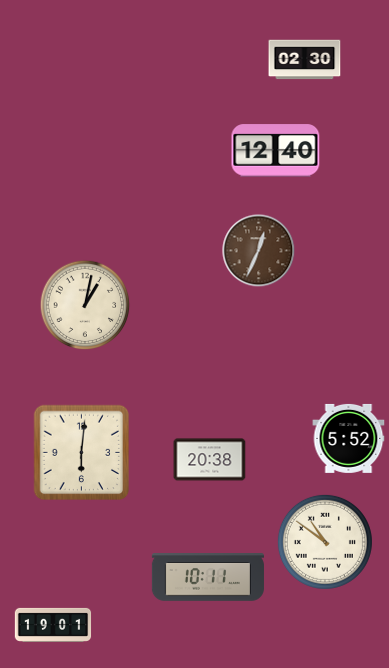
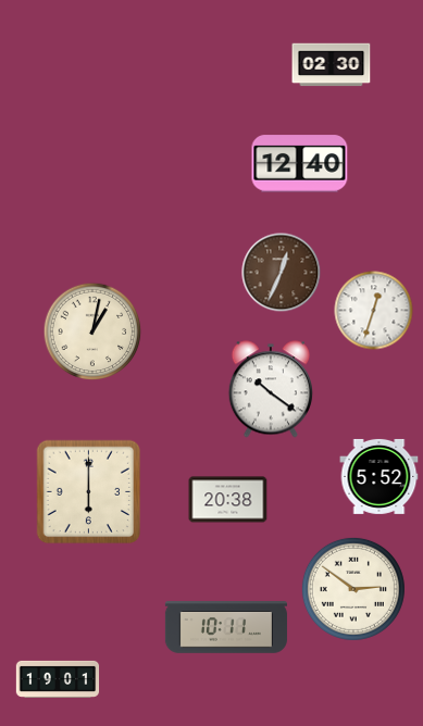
clock at (374, 311): none -> 12:33
clock at (271, 389): none -> 10:21
clock at (82, 453): 6:01 -> 6:00
clock at (325, 542): 10:51 -> 2:51
